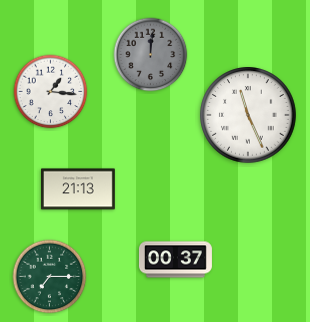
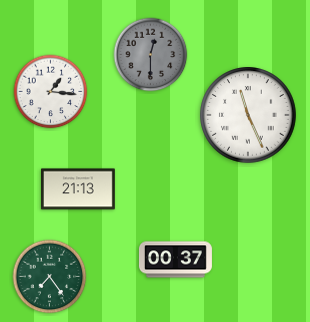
clock at (151, 55): 12:01 -> 12:30
clock at (50, 277): 7:15 -> 7:24
